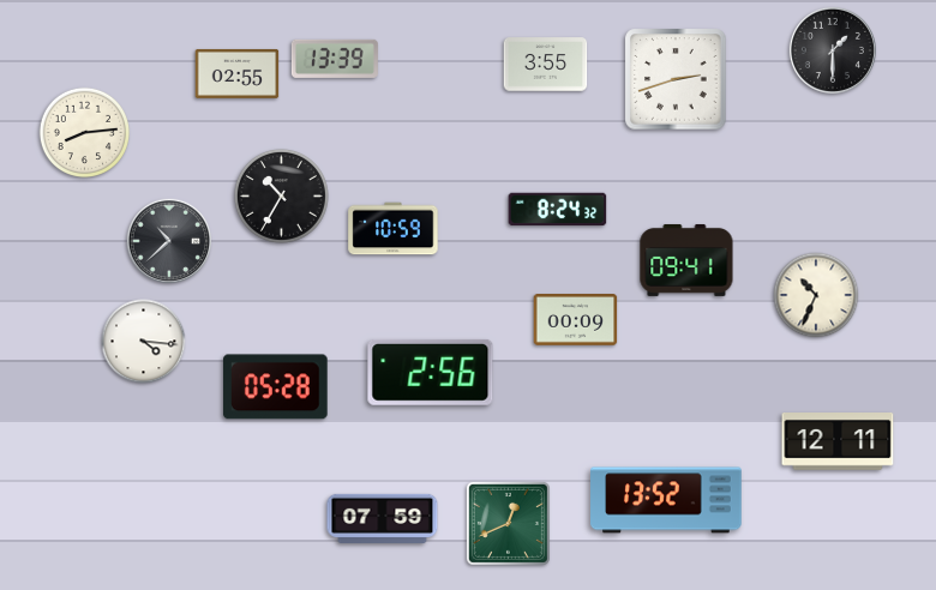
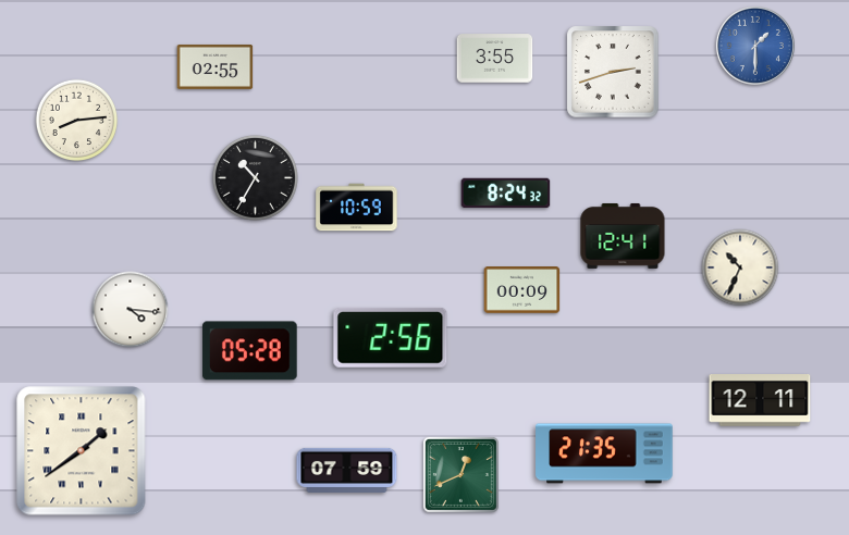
clock at (833, 50) dial: black -> blue
clock at (335, 59): 13:39 -> none
clock at (558, 210) position: (558, 210) -> (506, 194)
clock at (168, 240): 10:38 -> none
clock at (686, 260): 09:41 -> 12:41
clock at (82, 451): none -> 1:39
clock at (666, 500): 13:52 -> 21:35
